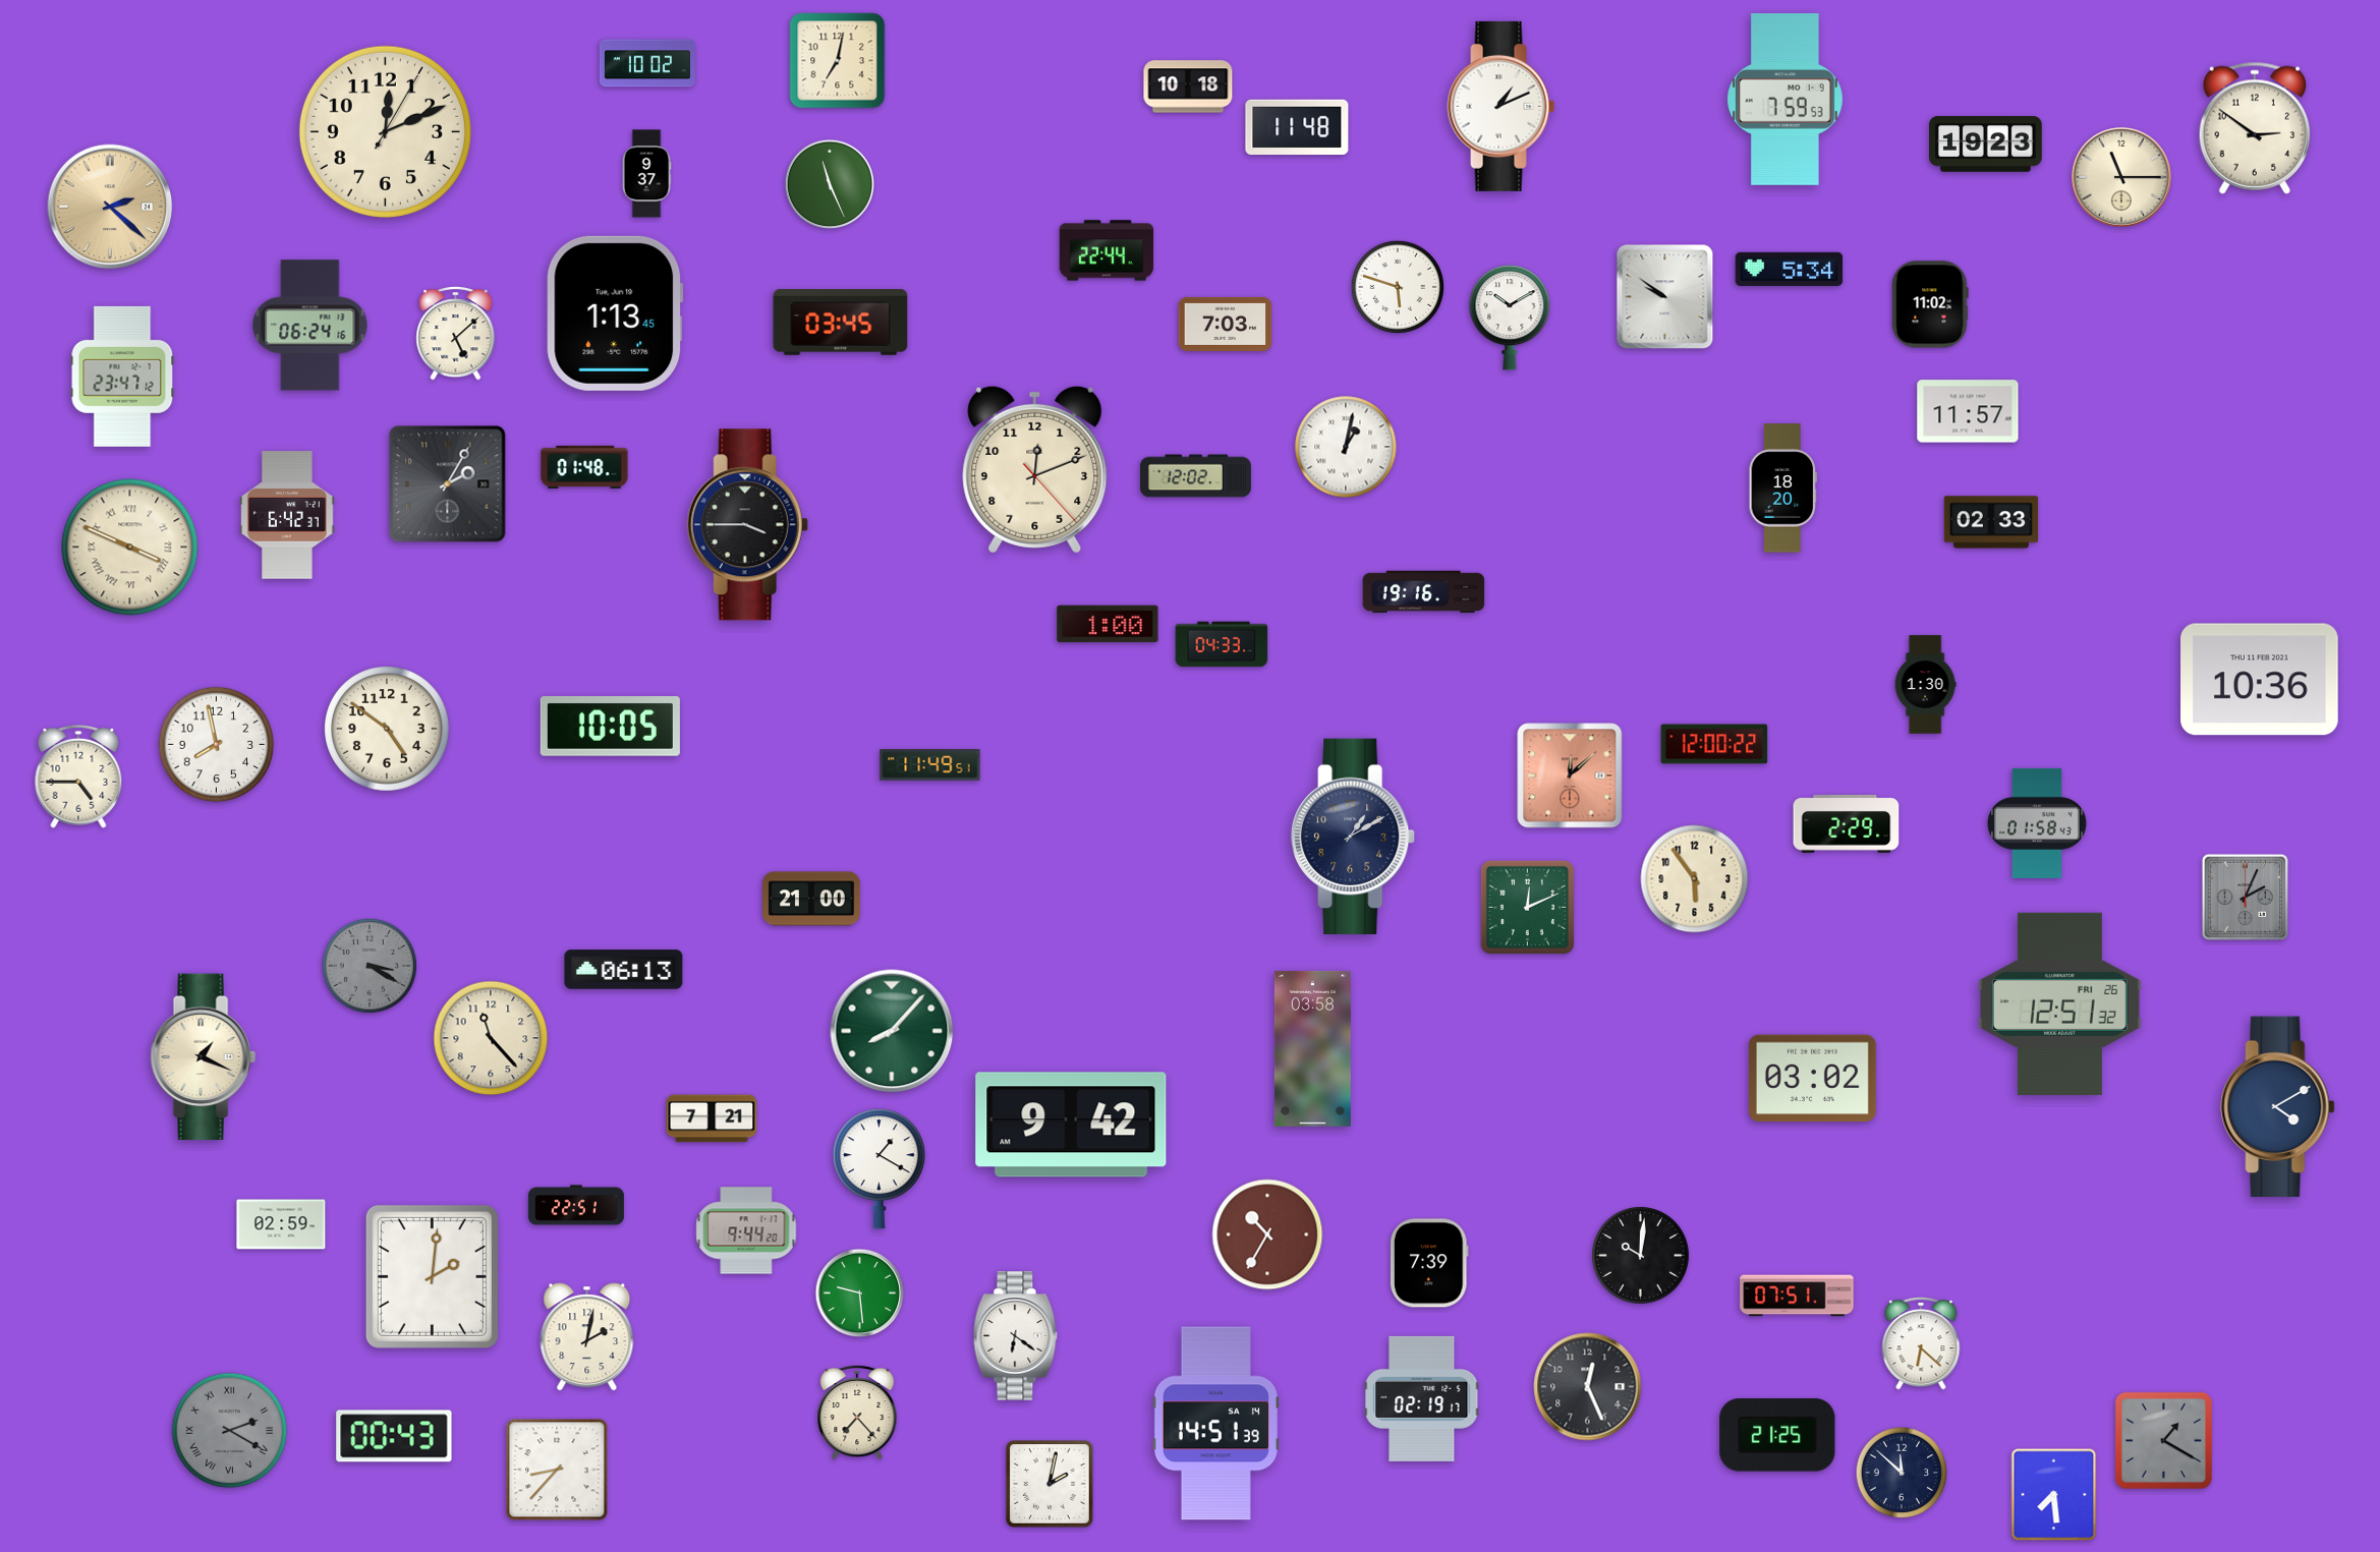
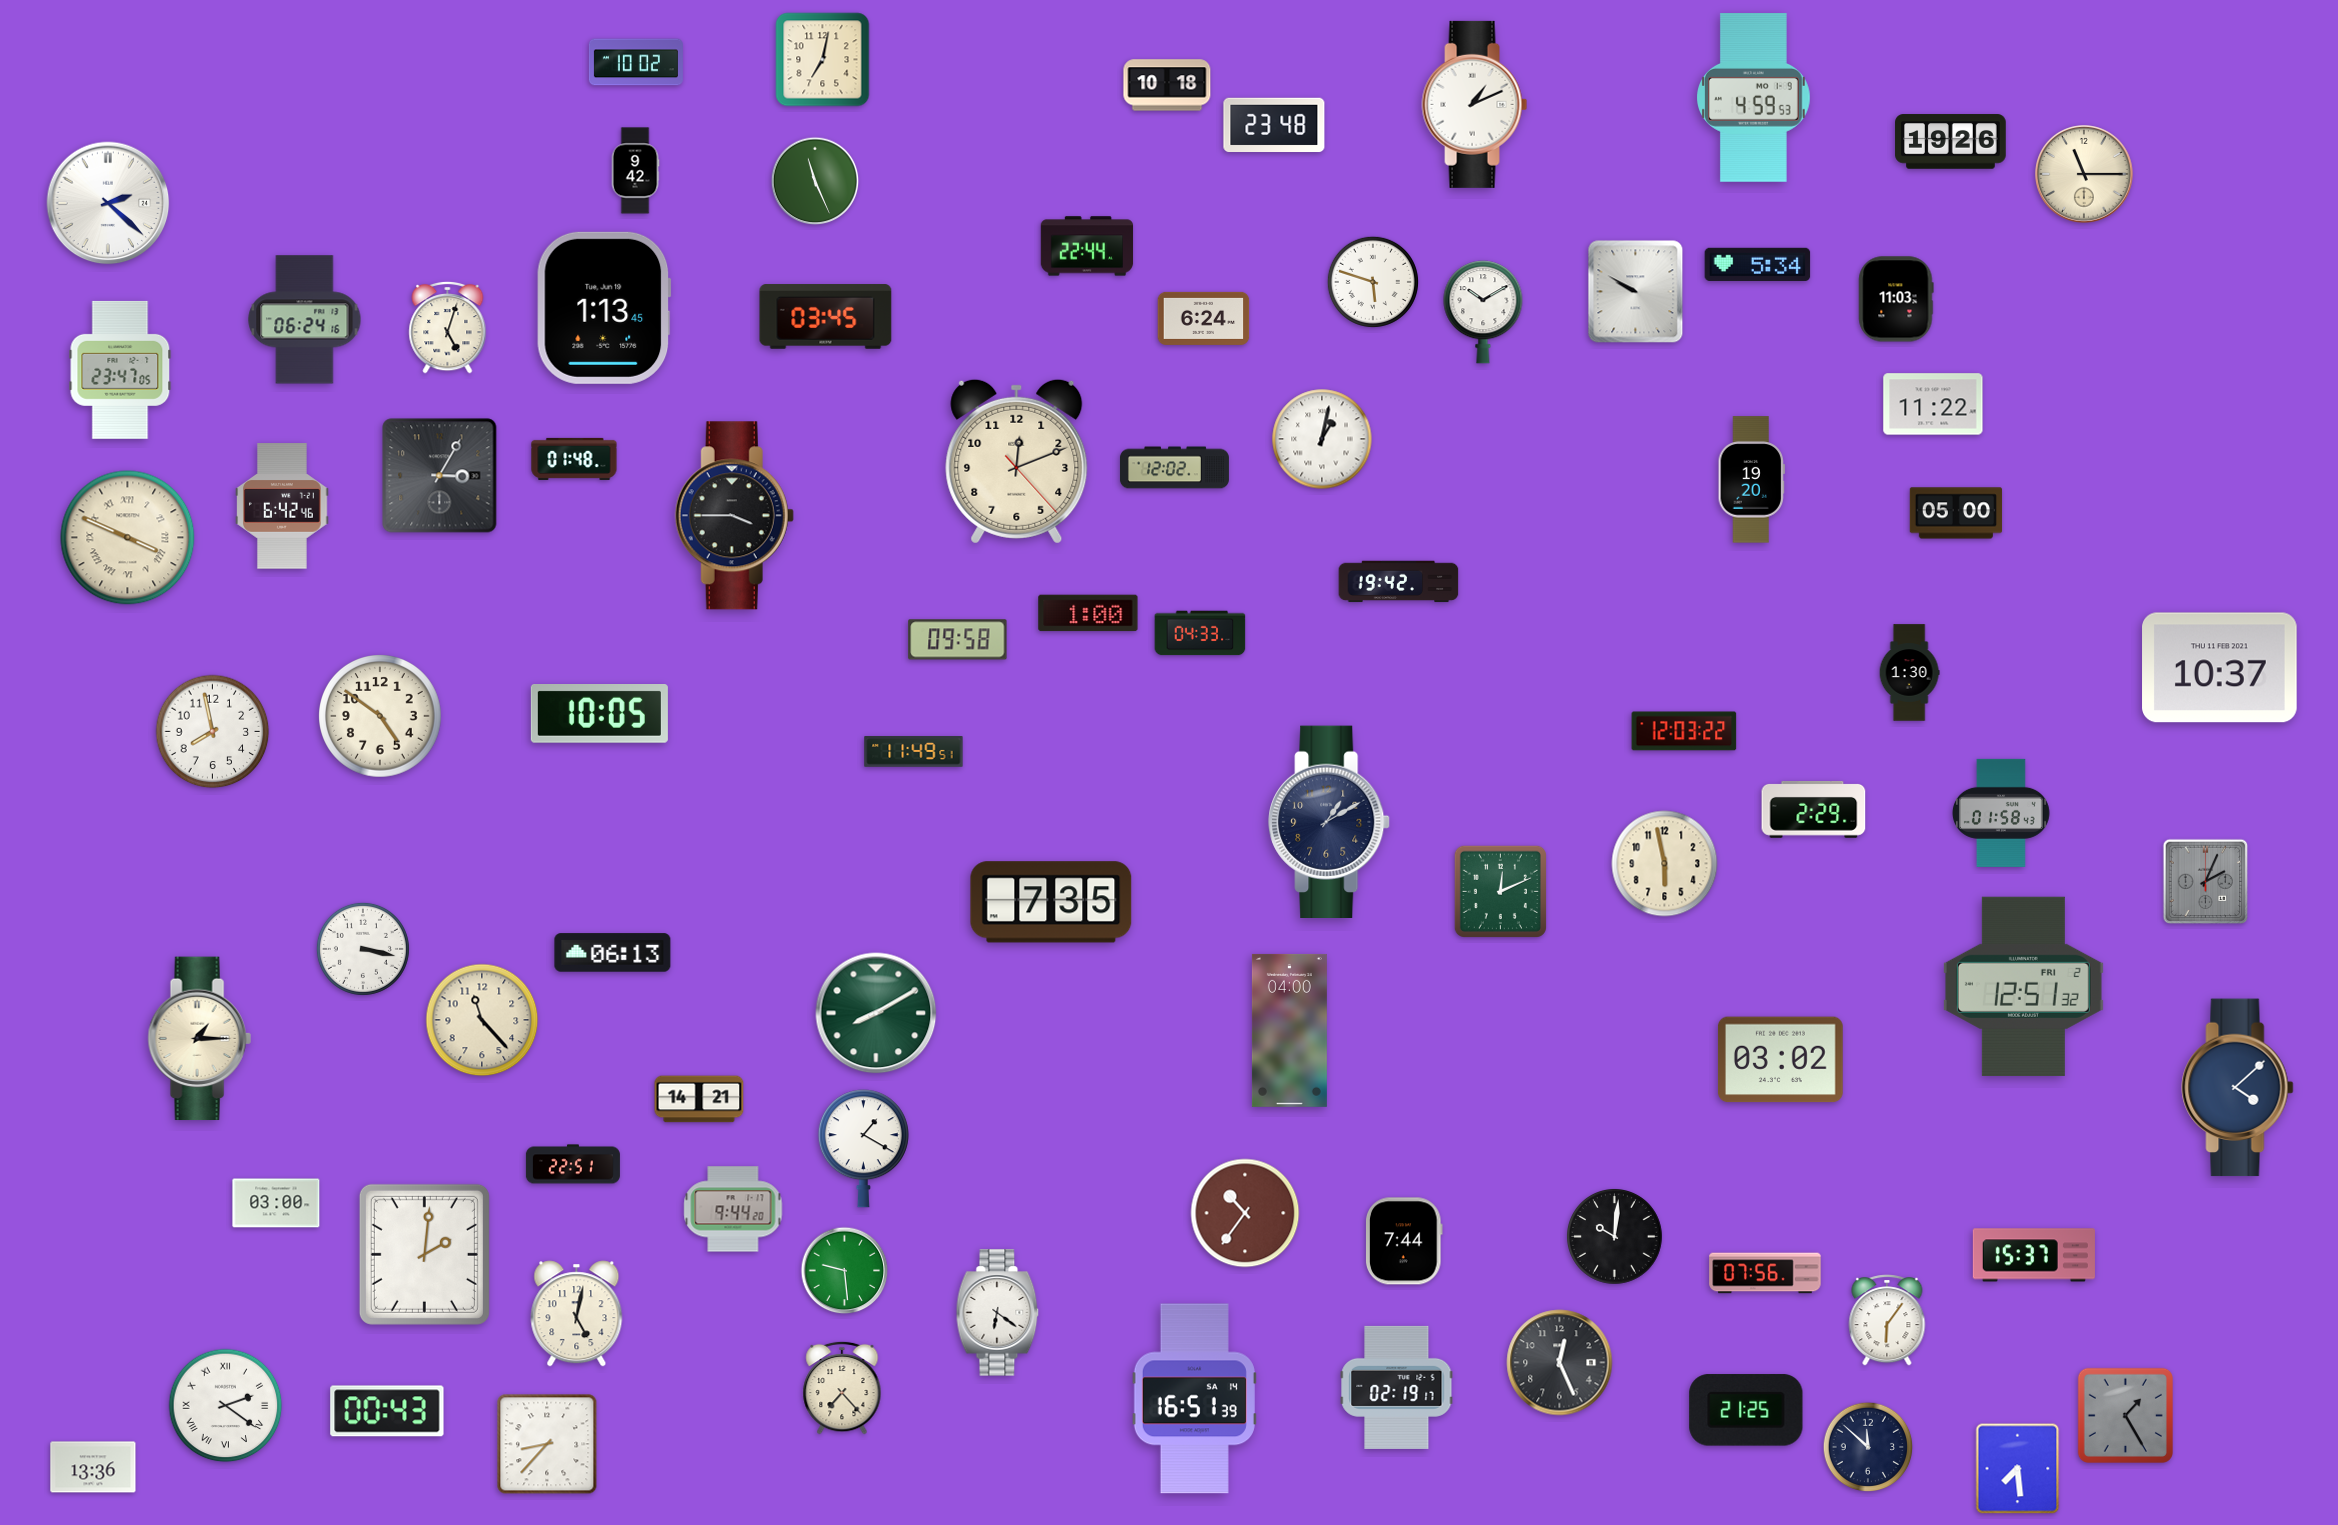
clock at (1786, 100): 7:59 -> 4:59
clock at (1297, 127): 11:48 -> 23:48
clock at (2254, 128): 2:51 -> none
clock at (385, 131): 12:11 -> none
clock at (1986, 145): 19:23 -> 19:26
clock at (646, 174): 9:37 -> 9:42
clock at (110, 207) dial: champagne -> white
clock at (1665, 297): 9:51 -> 9:50
clock at (1930, 304): 11:02 -> 11:03
clock at (1226, 324): 7:03 -> 6:24
clock at (456, 333): 5:08 -> 5:03
clock at (122, 377): 23:47:12 -> 23:47:05
clock at (1968, 411): 11:57 -> 11:22
clock at (448, 484): 2:05 -> 3:05
clock at (1782, 488): 18:20 -> 19:20
clock at (287, 515): 6:42:37 -> 6:42:46
clock at (1991, 522): 02:33 -> 05:00
clock at (1424, 592): 19:16 -> 19:42
clock at (958, 640): none -> 09:58
clock at (2260, 680): 10:36 -> 10:37
clock at (1925, 685) position: (1925, 685) -> (1909, 673)
clock at (1714, 744): 12:00 -> 12:03
clock at (1570, 775): 12:08 -> none
clock at (78, 777): 4:45 -> none
clock at (2037, 823) position: (2037, 823) -> (2001, 813)
clock at (1695, 879): 5:54 -> 5:58
clock at (812, 899): 21:00 -> none
clock at (1051, 902): none -> 7:35
clock at (370, 966): 3:20 -> 3:17
clock at (370, 966) dial: grey -> white
clock at (2059, 1003) date: FRI 26 -> FRI 2
clock at (892, 1031): 8:07 -> 8:10
clock at (1312, 1048): 03:58 -> 04:00
clock at (203, 1057): 1:19 -> 1:15
clock at (2278, 1107): 4:10 -> 4:08
clock at (712, 1118): 7:21 -> 14:21
clock at (1071, 1125): 9:42 -> none
clock at (576, 1205) position: (576, 1205) -> (573, 1164)
clock at (281, 1224): 02:59 -> 03:00
clock at (1267, 1234): 10:35 -> 10:36
clock at (1641, 1256) position: (1641, 1256) -> (1615, 1237)
clock at (1429, 1263): 7:39 -> 7:44
clock at (2034, 1255): none -> 15:37
clock at (1797, 1296): 07:51 -> 07:56
clock at (587, 1337): 2:02 -> 5:02
clock at (1921, 1343): 6:22 -> 6:06
clock at (1422, 1398) position: (1422, 1398) -> (1397, 1387)
clock at (1215, 1424): 14:51 -> 16:51
clock at (230, 1431): 2:20 -> 2:21
clock at (230, 1431) dial: grey -> white
clock at (2163, 1440): 1:20 -> 1:25
clock at (1050, 1484): 2:02 -> none
clock at (93, 1467): none -> 13:36
